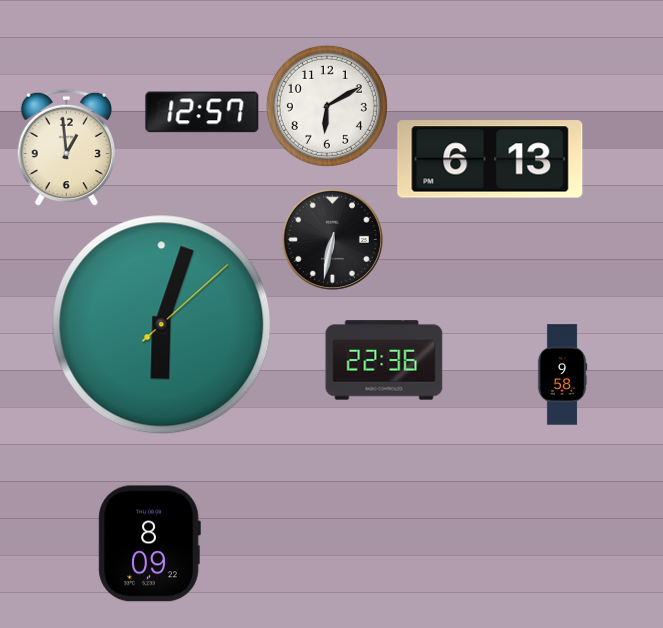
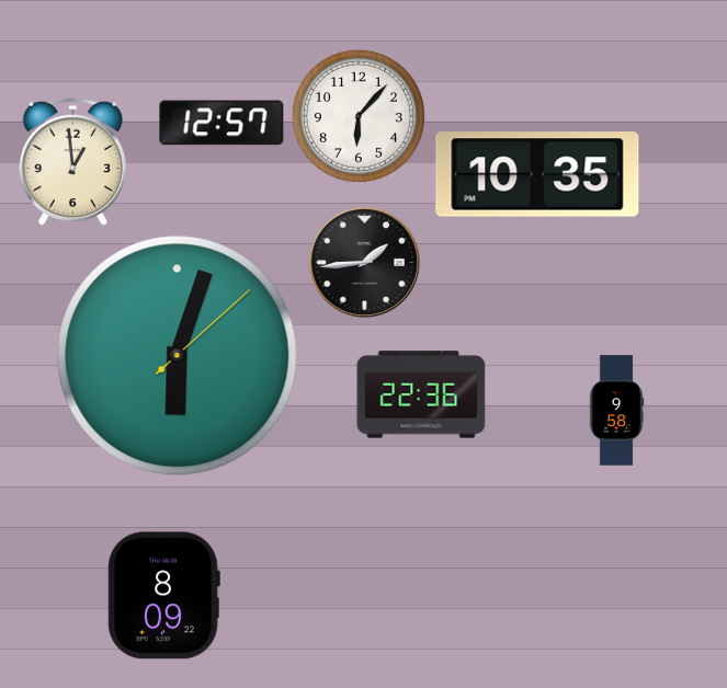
clock at (327, 106): 6:10 -> 6:07
clock at (490, 159): 6:13 -> 10:35
clock at (332, 239): 6:32 -> 1:44
